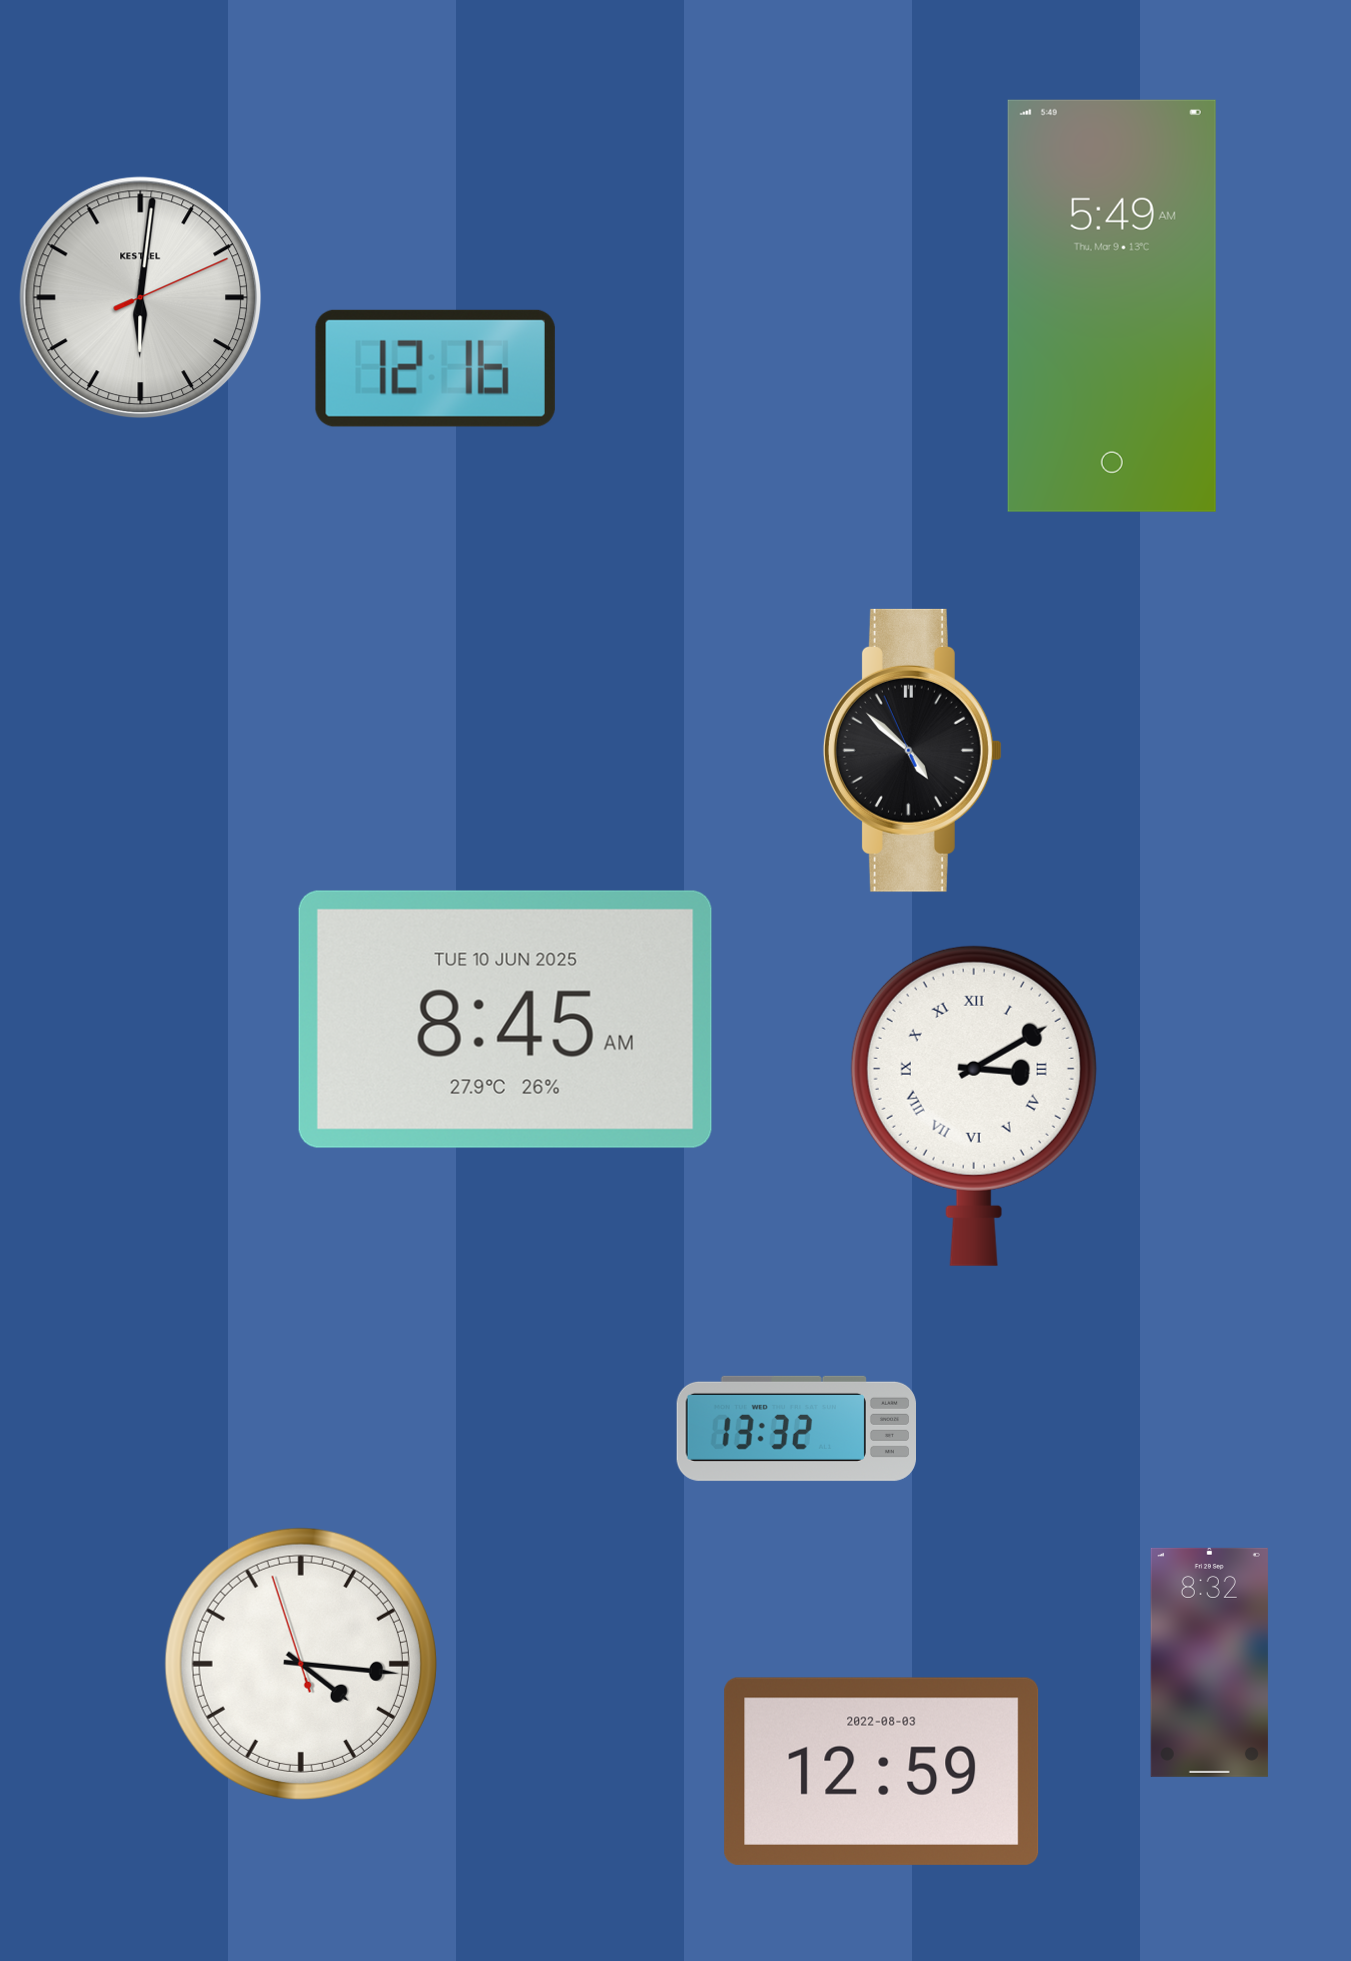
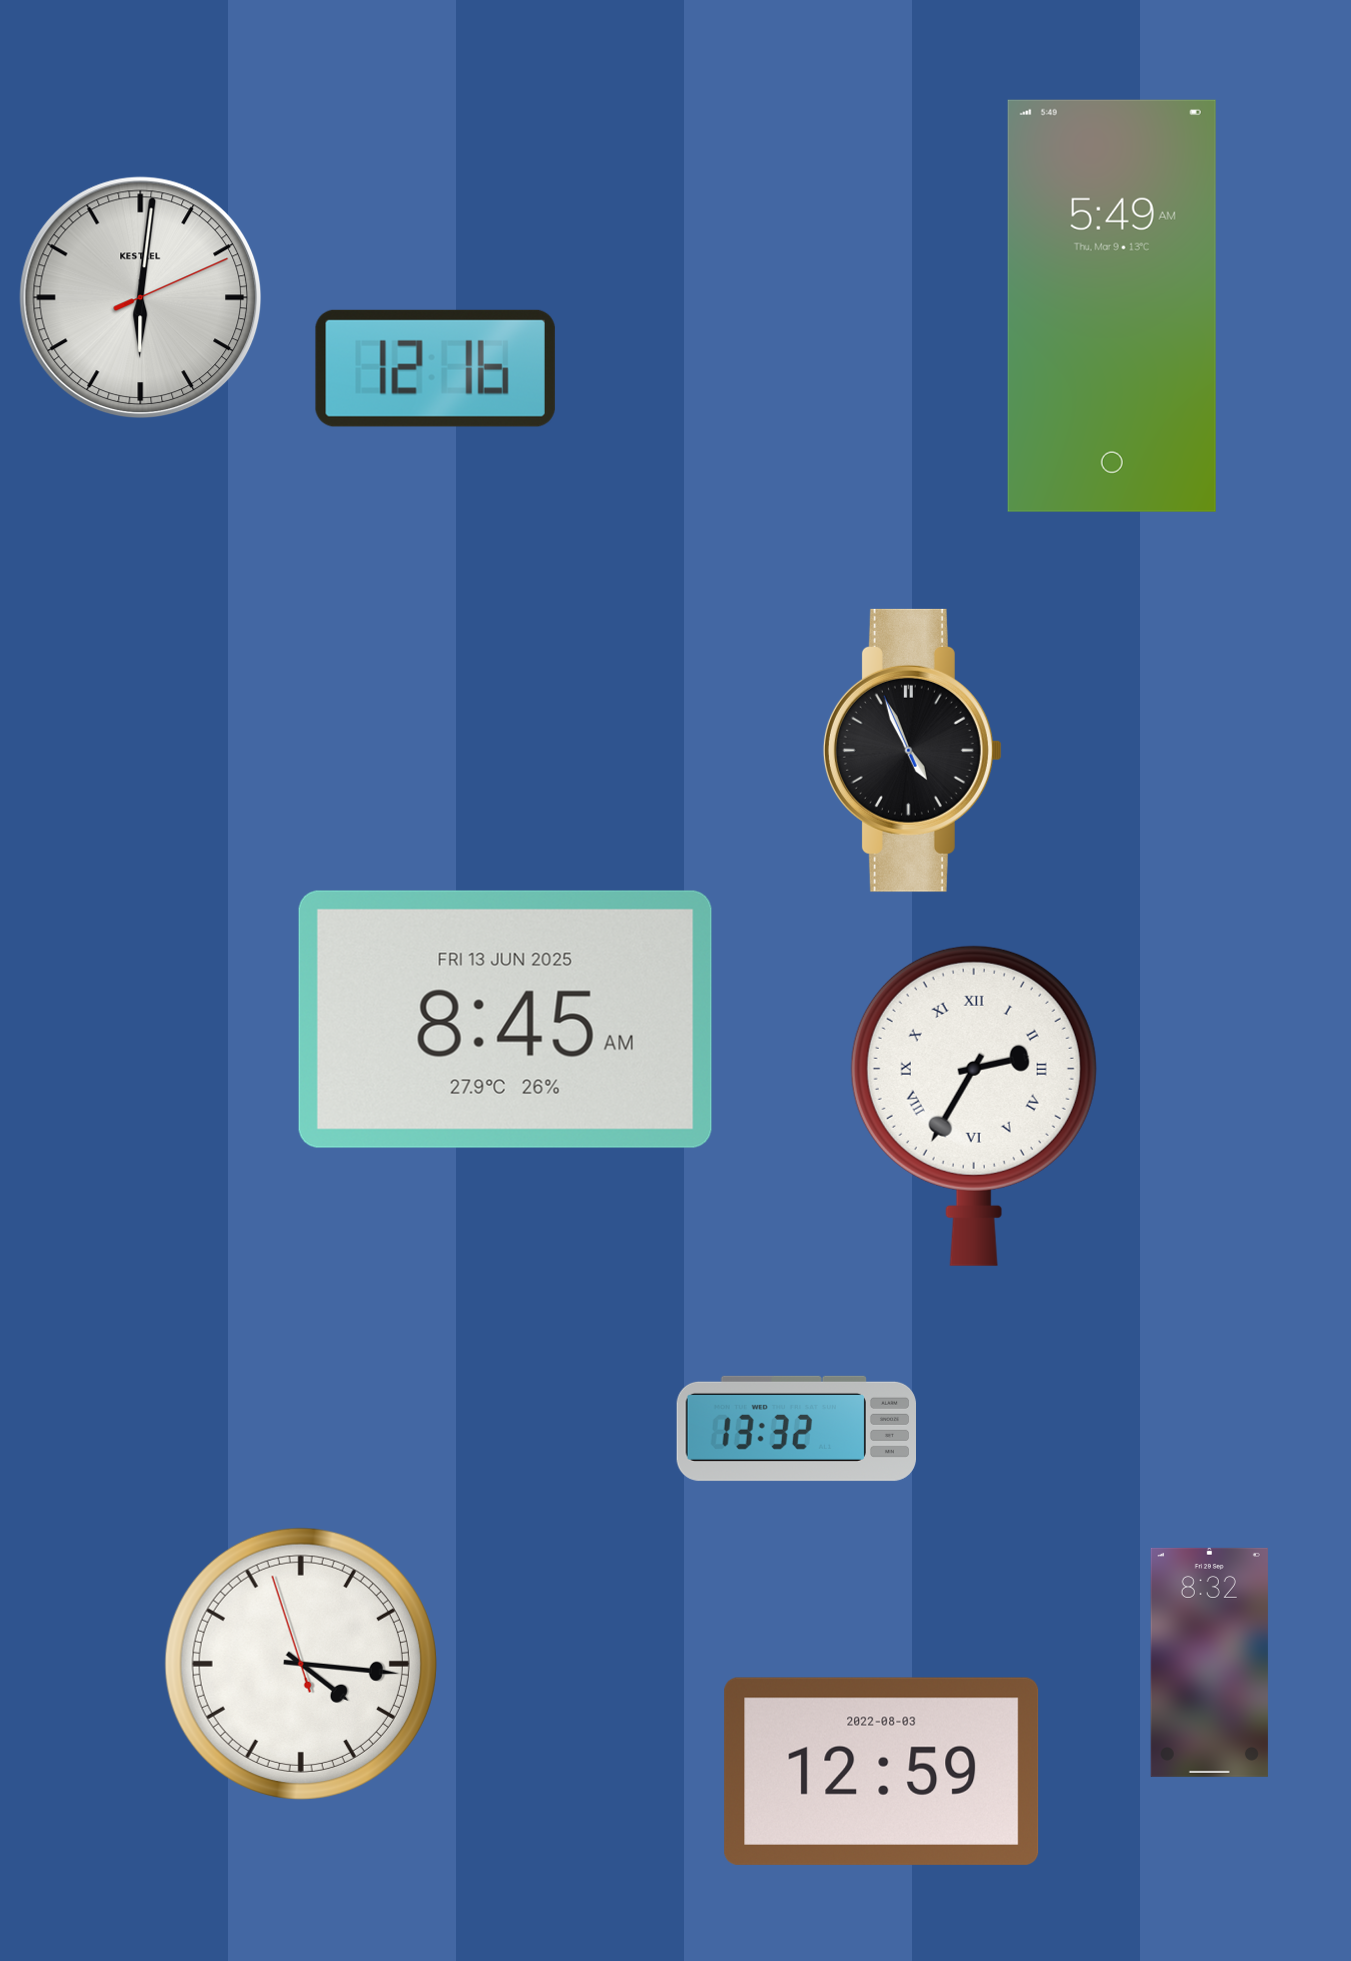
clock at (912, 750): 4:51 -> 4:55
clock at (505, 1019) date: TUE 10 JUN 2025 -> FRI 13 JUN 2025
clock at (974, 1105): 3:10 -> 2:35
